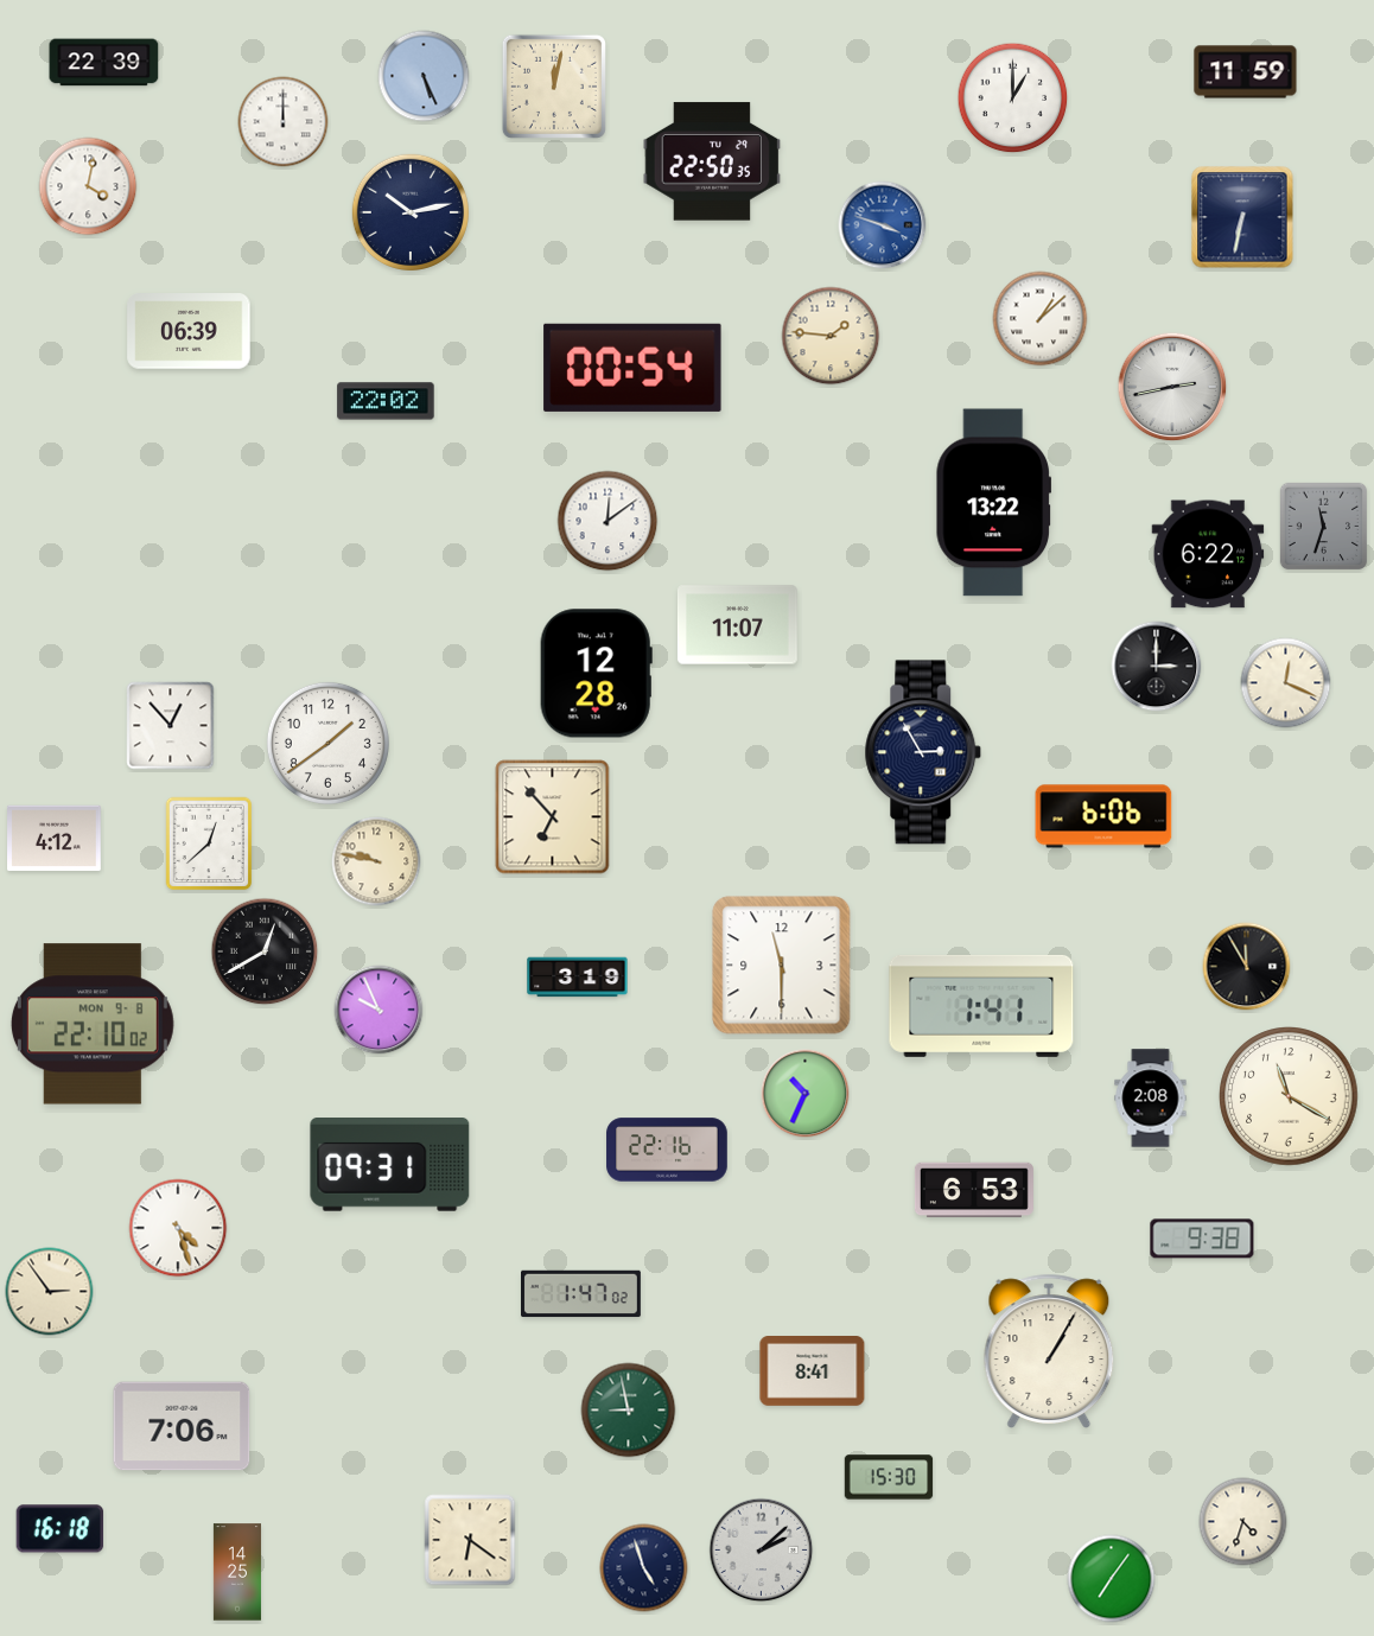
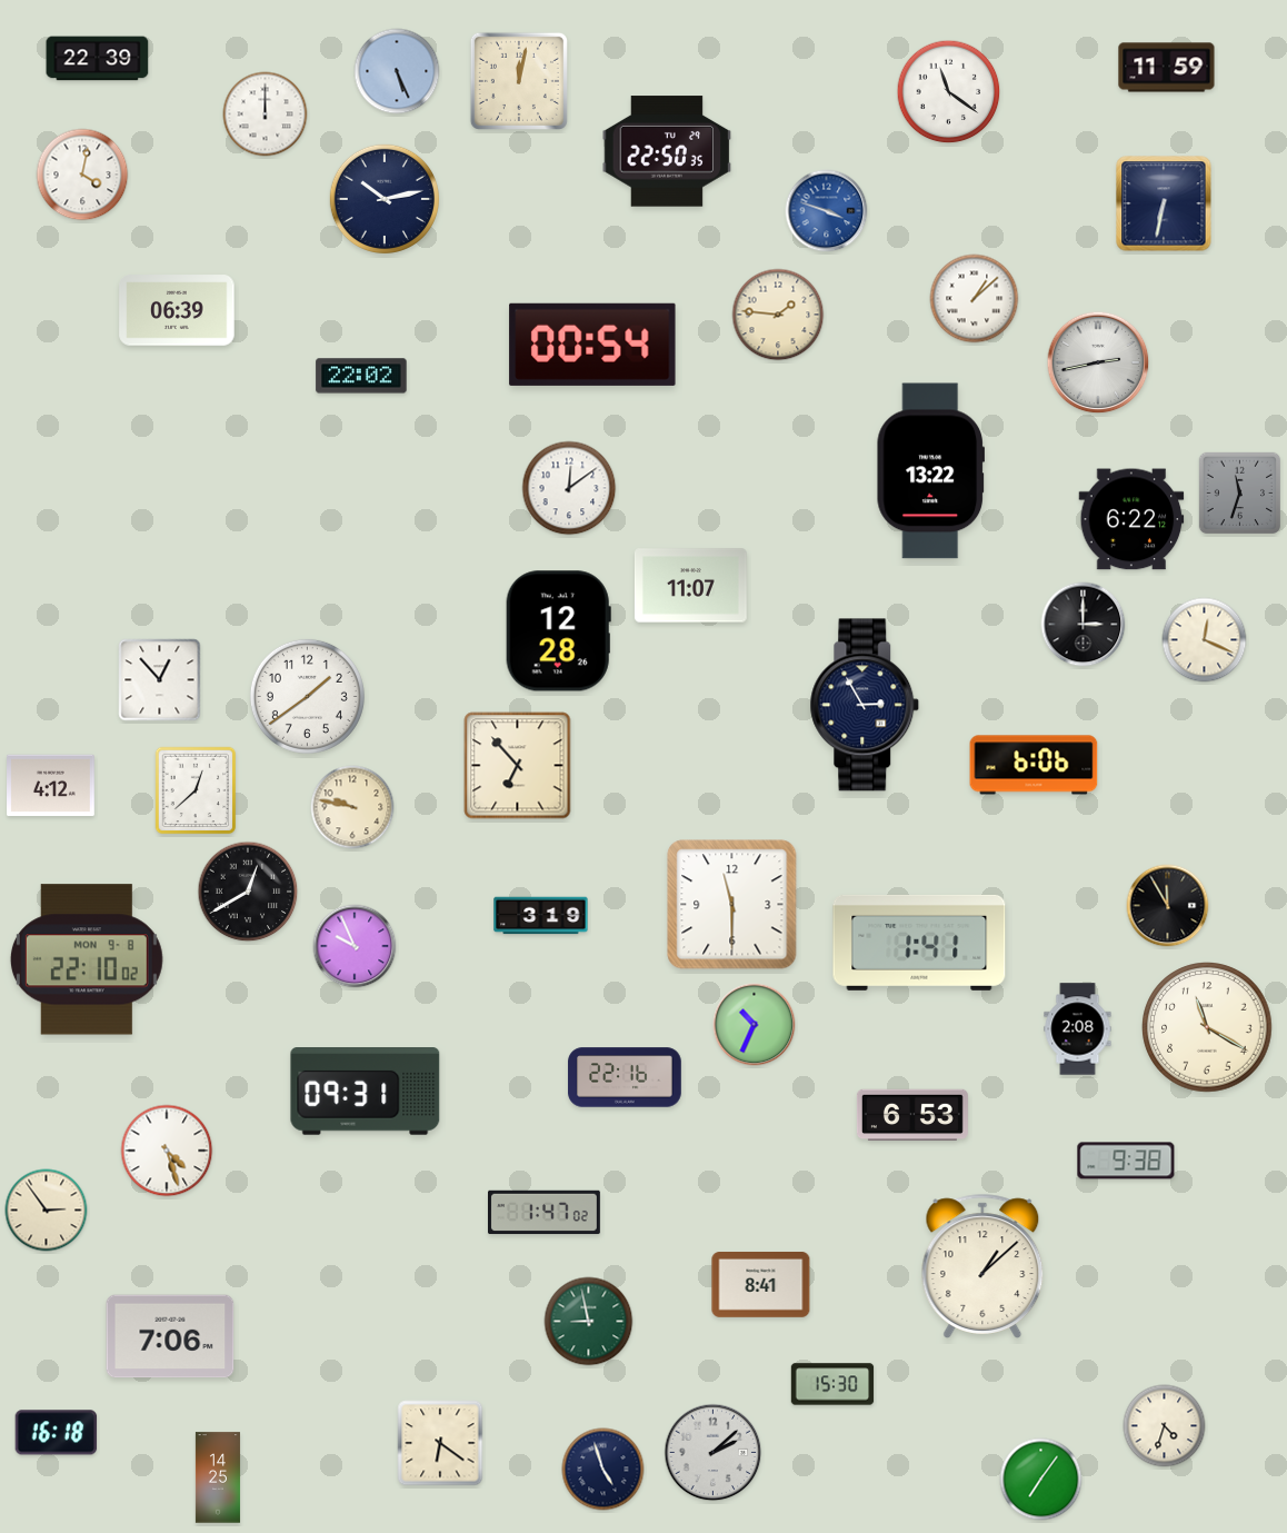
clock at (1013, 98): 1:00 -> 11:21
clock at (1049, 1351): 1:05 -> 1:08
clock at (237, 1572) position: (237, 1572) -> (218, 1477)
